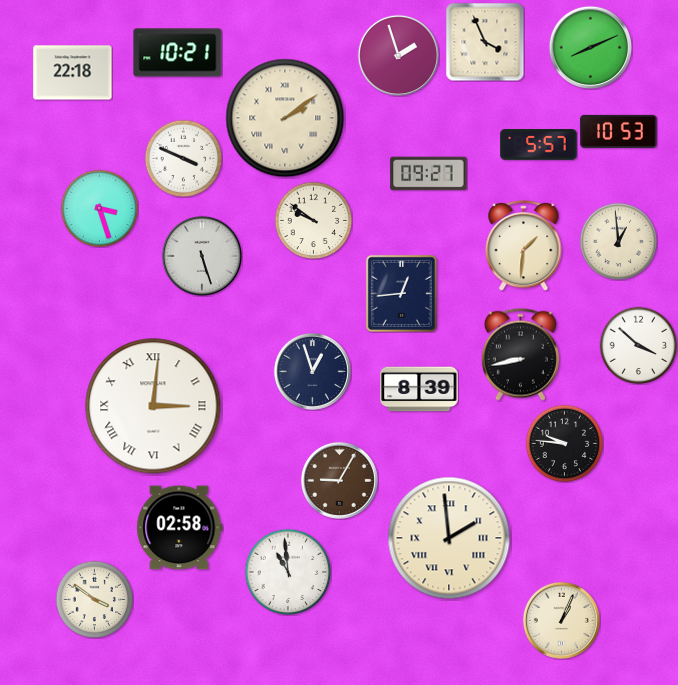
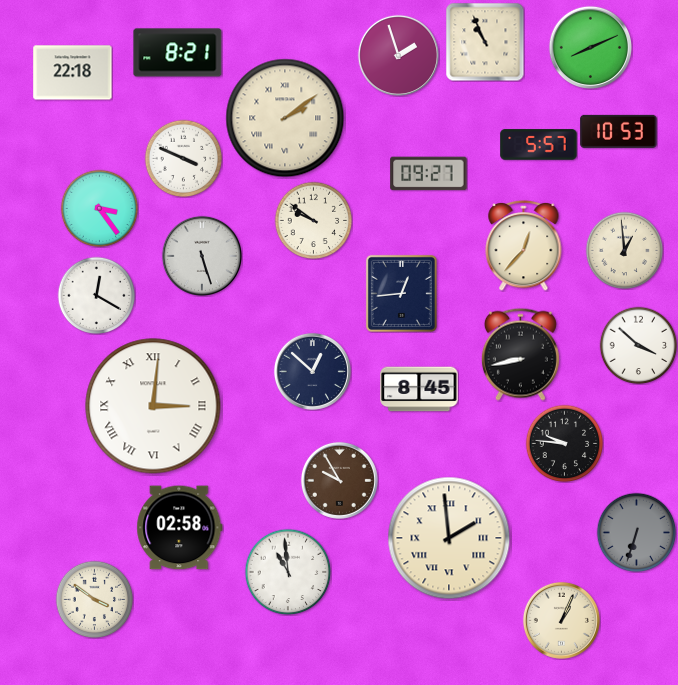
clock at (485, 42): 3:56 -> 10:56
clock at (178, 53): 10:21 -> 8:21
clock at (99, 208): 3:27 -> 3:24
clock at (618, 241) position: (618, 241) -> (624, 250)
clock at (524, 245): 1:31 -> 12:37
clock at (96, 295): none -> 12:20
clock at (312, 371): 12:57 -> 12:52
clock at (419, 389): 8:39 -> 8:45
clock at (339, 480): 9:05 -> 9:55
clock at (636, 532): none -> 6:33
